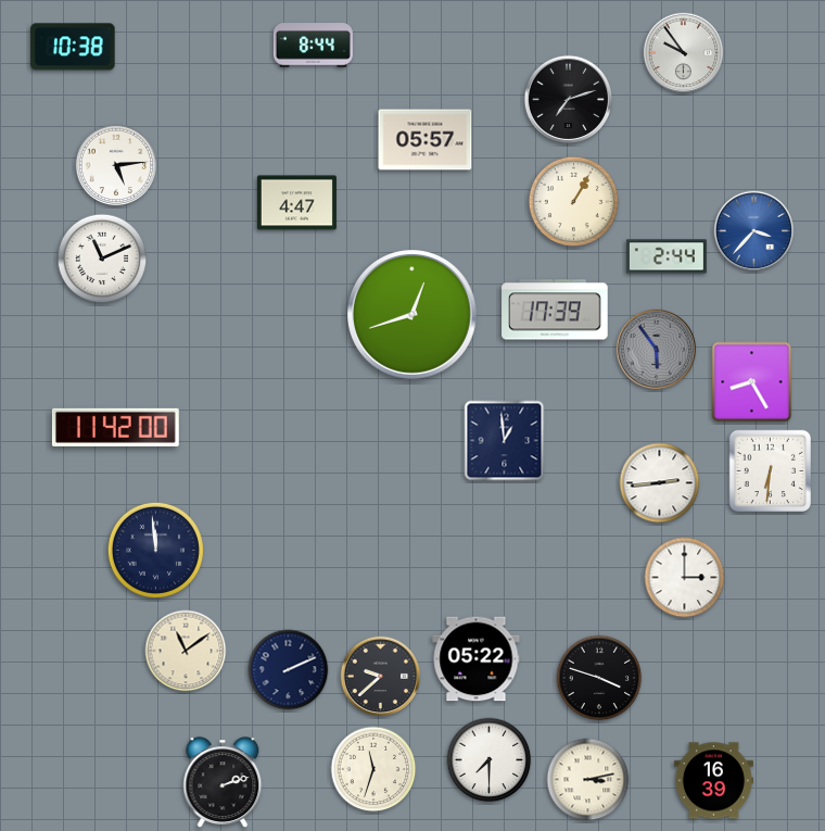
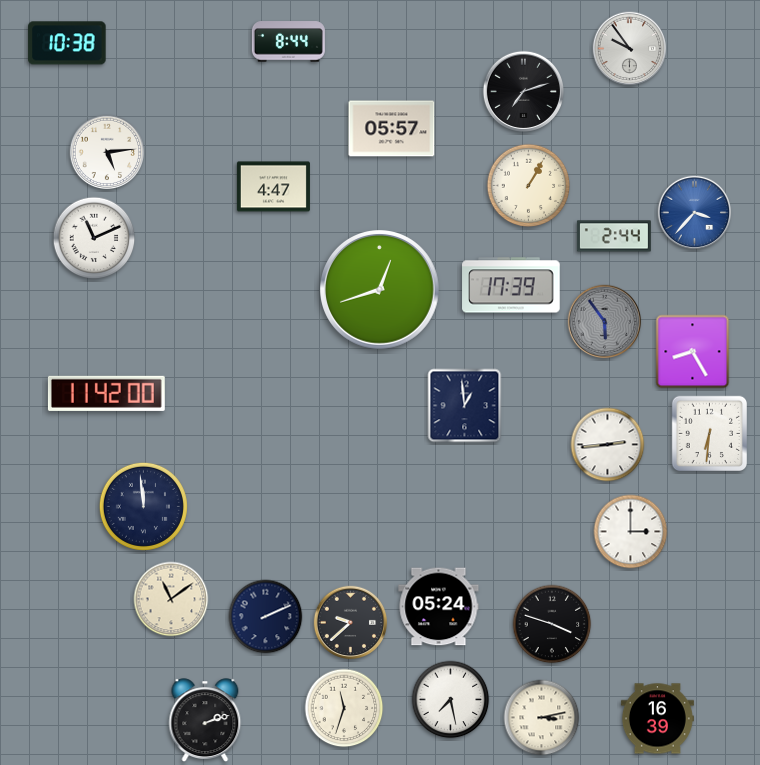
clock at (477, 659): 05:22 -> 05:24
clock at (490, 760): 7:30 -> 7:28
